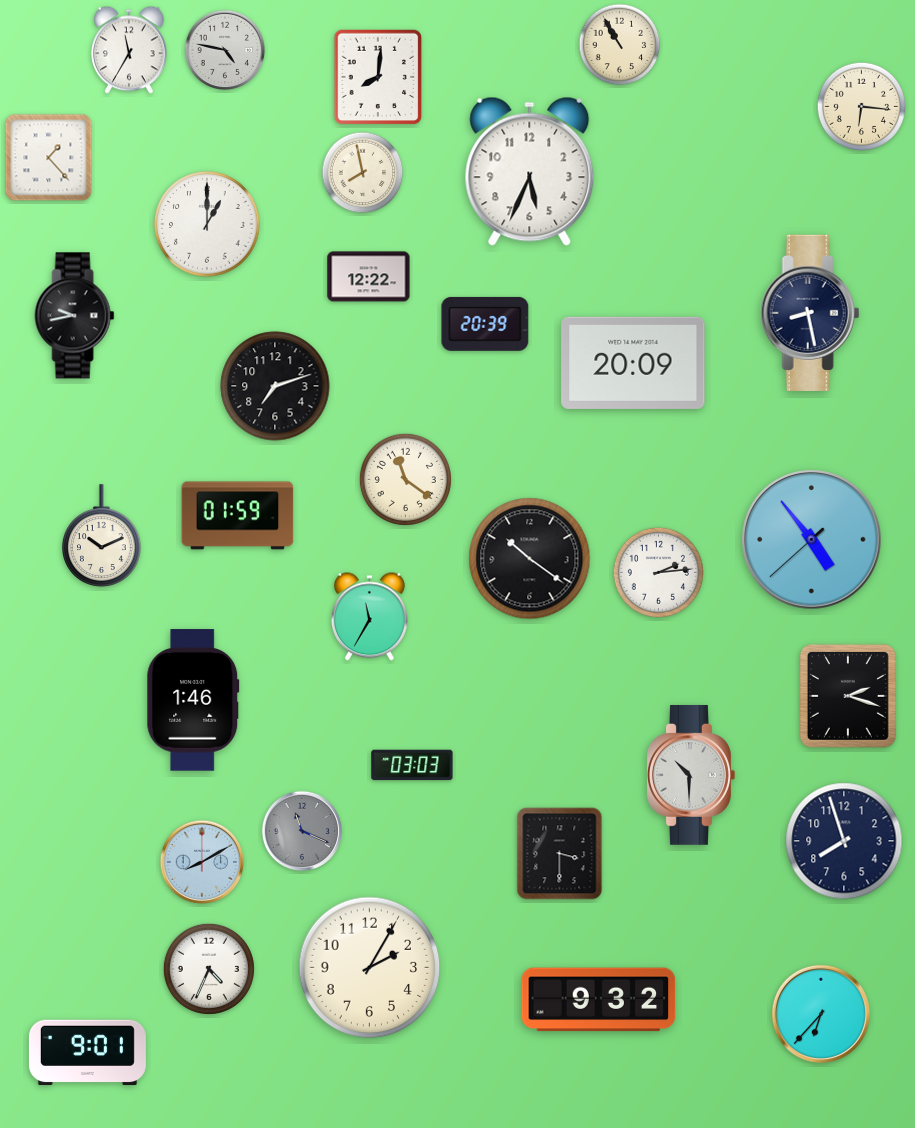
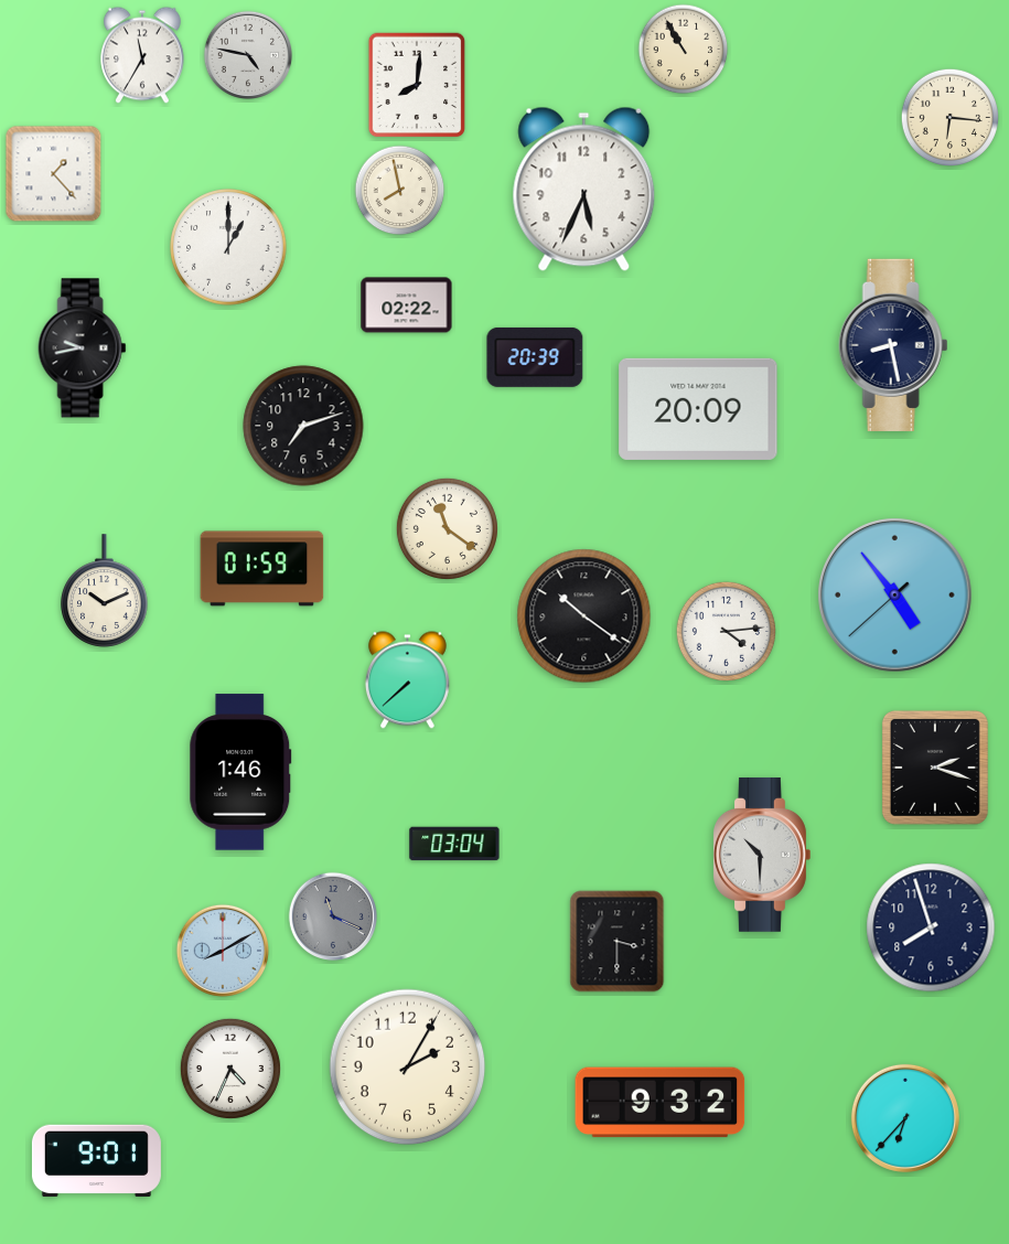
clock at (369, 277): 12:22 -> 02:22
clock at (633, 363) position: (633, 363) -> (698, 409)
clock at (102, 536) position: (102, 536) -> (105, 591)
clock at (658, 572): 2:14 -> 4:14
clock at (369, 617): 11:35 -> 7:38
clock at (193, 700) position: (193, 700) -> (240, 772)
clock at (412, 765): 03:03 -> 03:04
